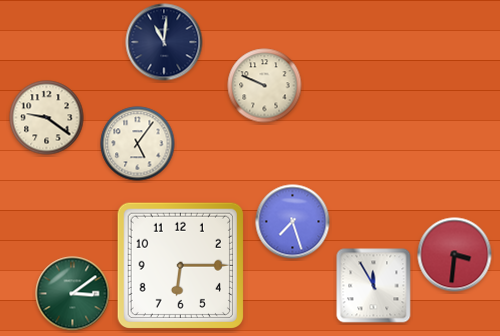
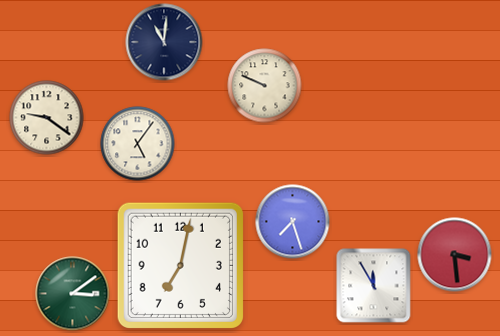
clock at (455, 255): 3:31 -> 3:29
clock at (180, 265): 6:15 -> 7:02
